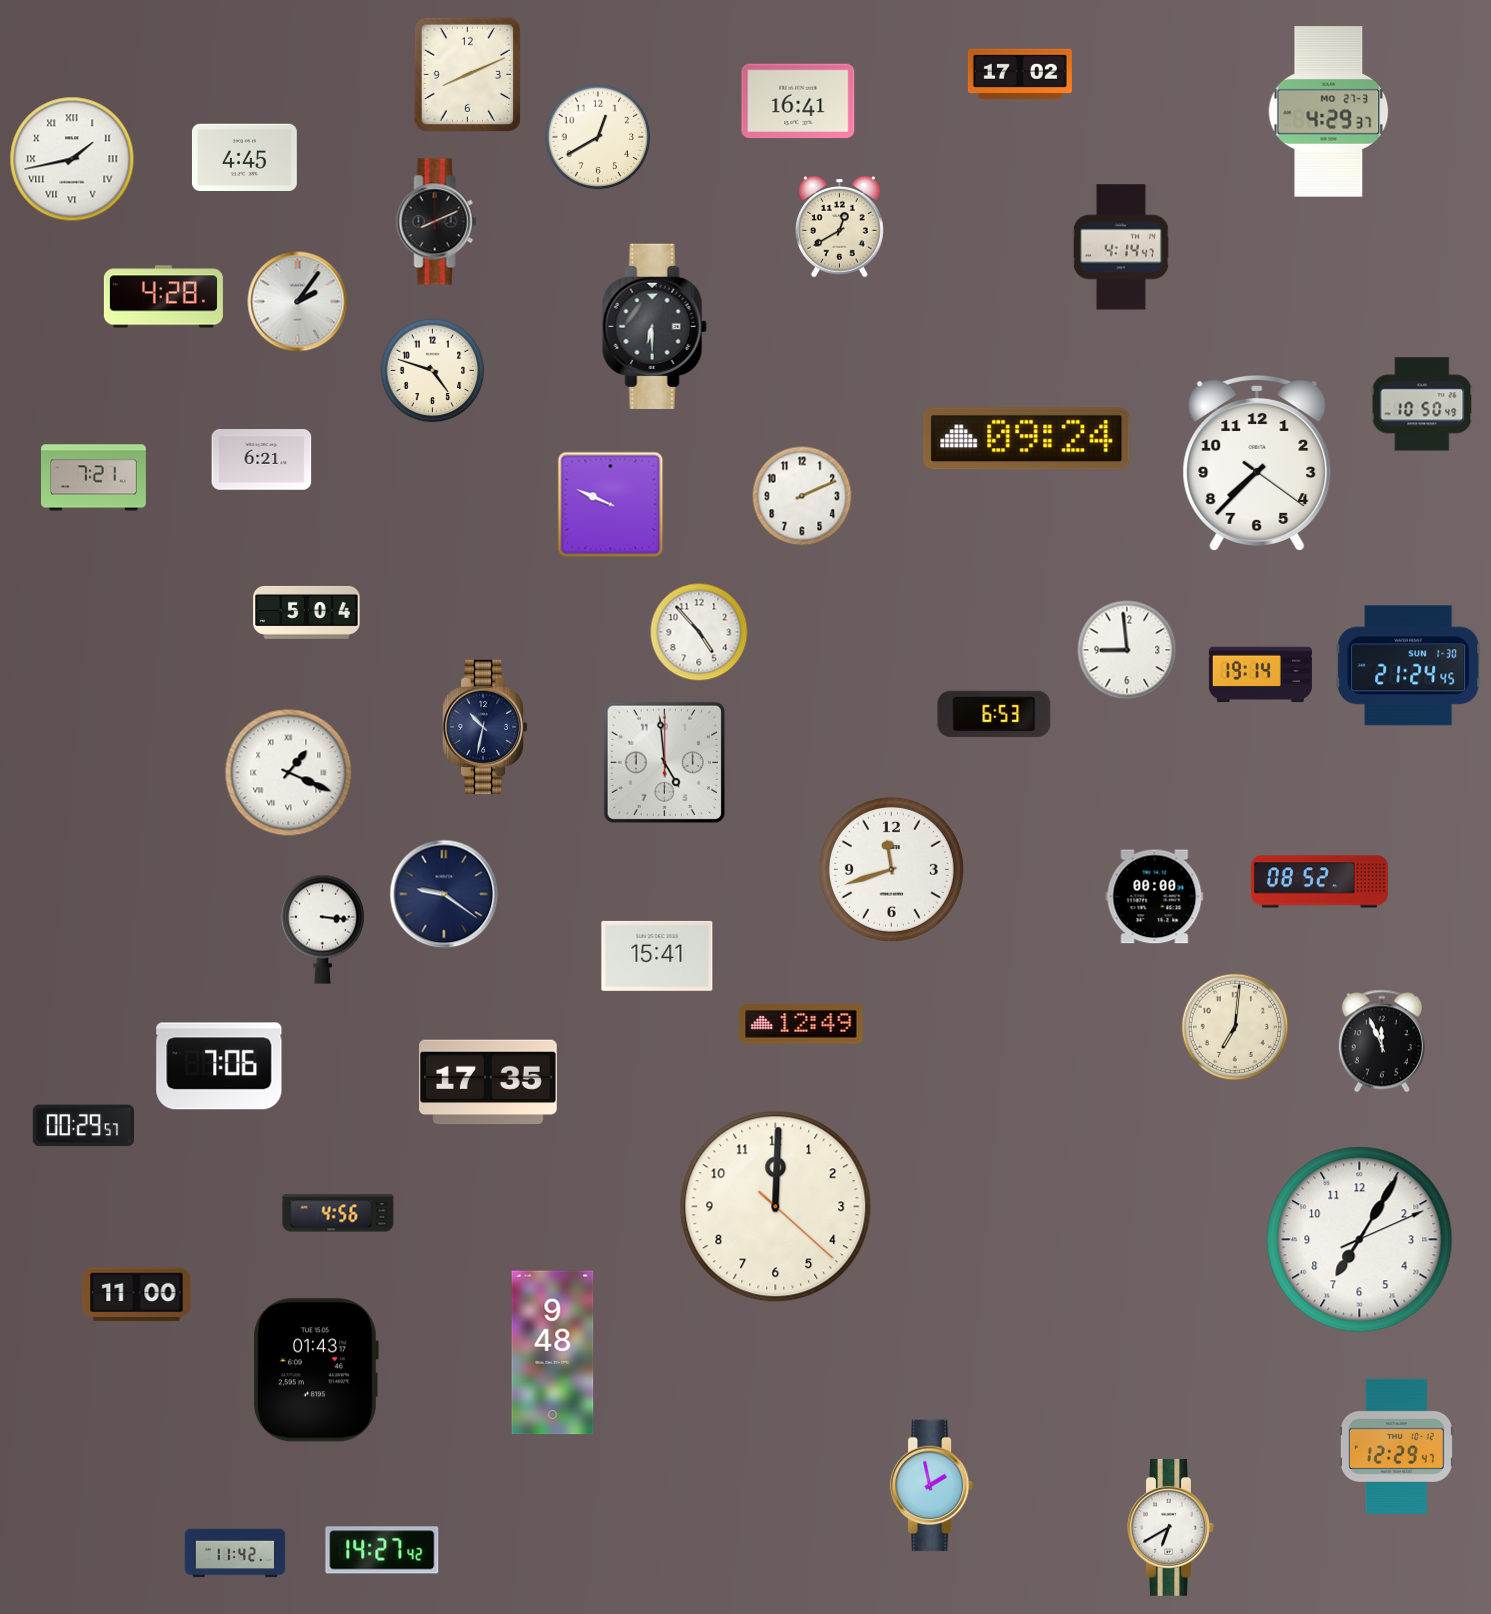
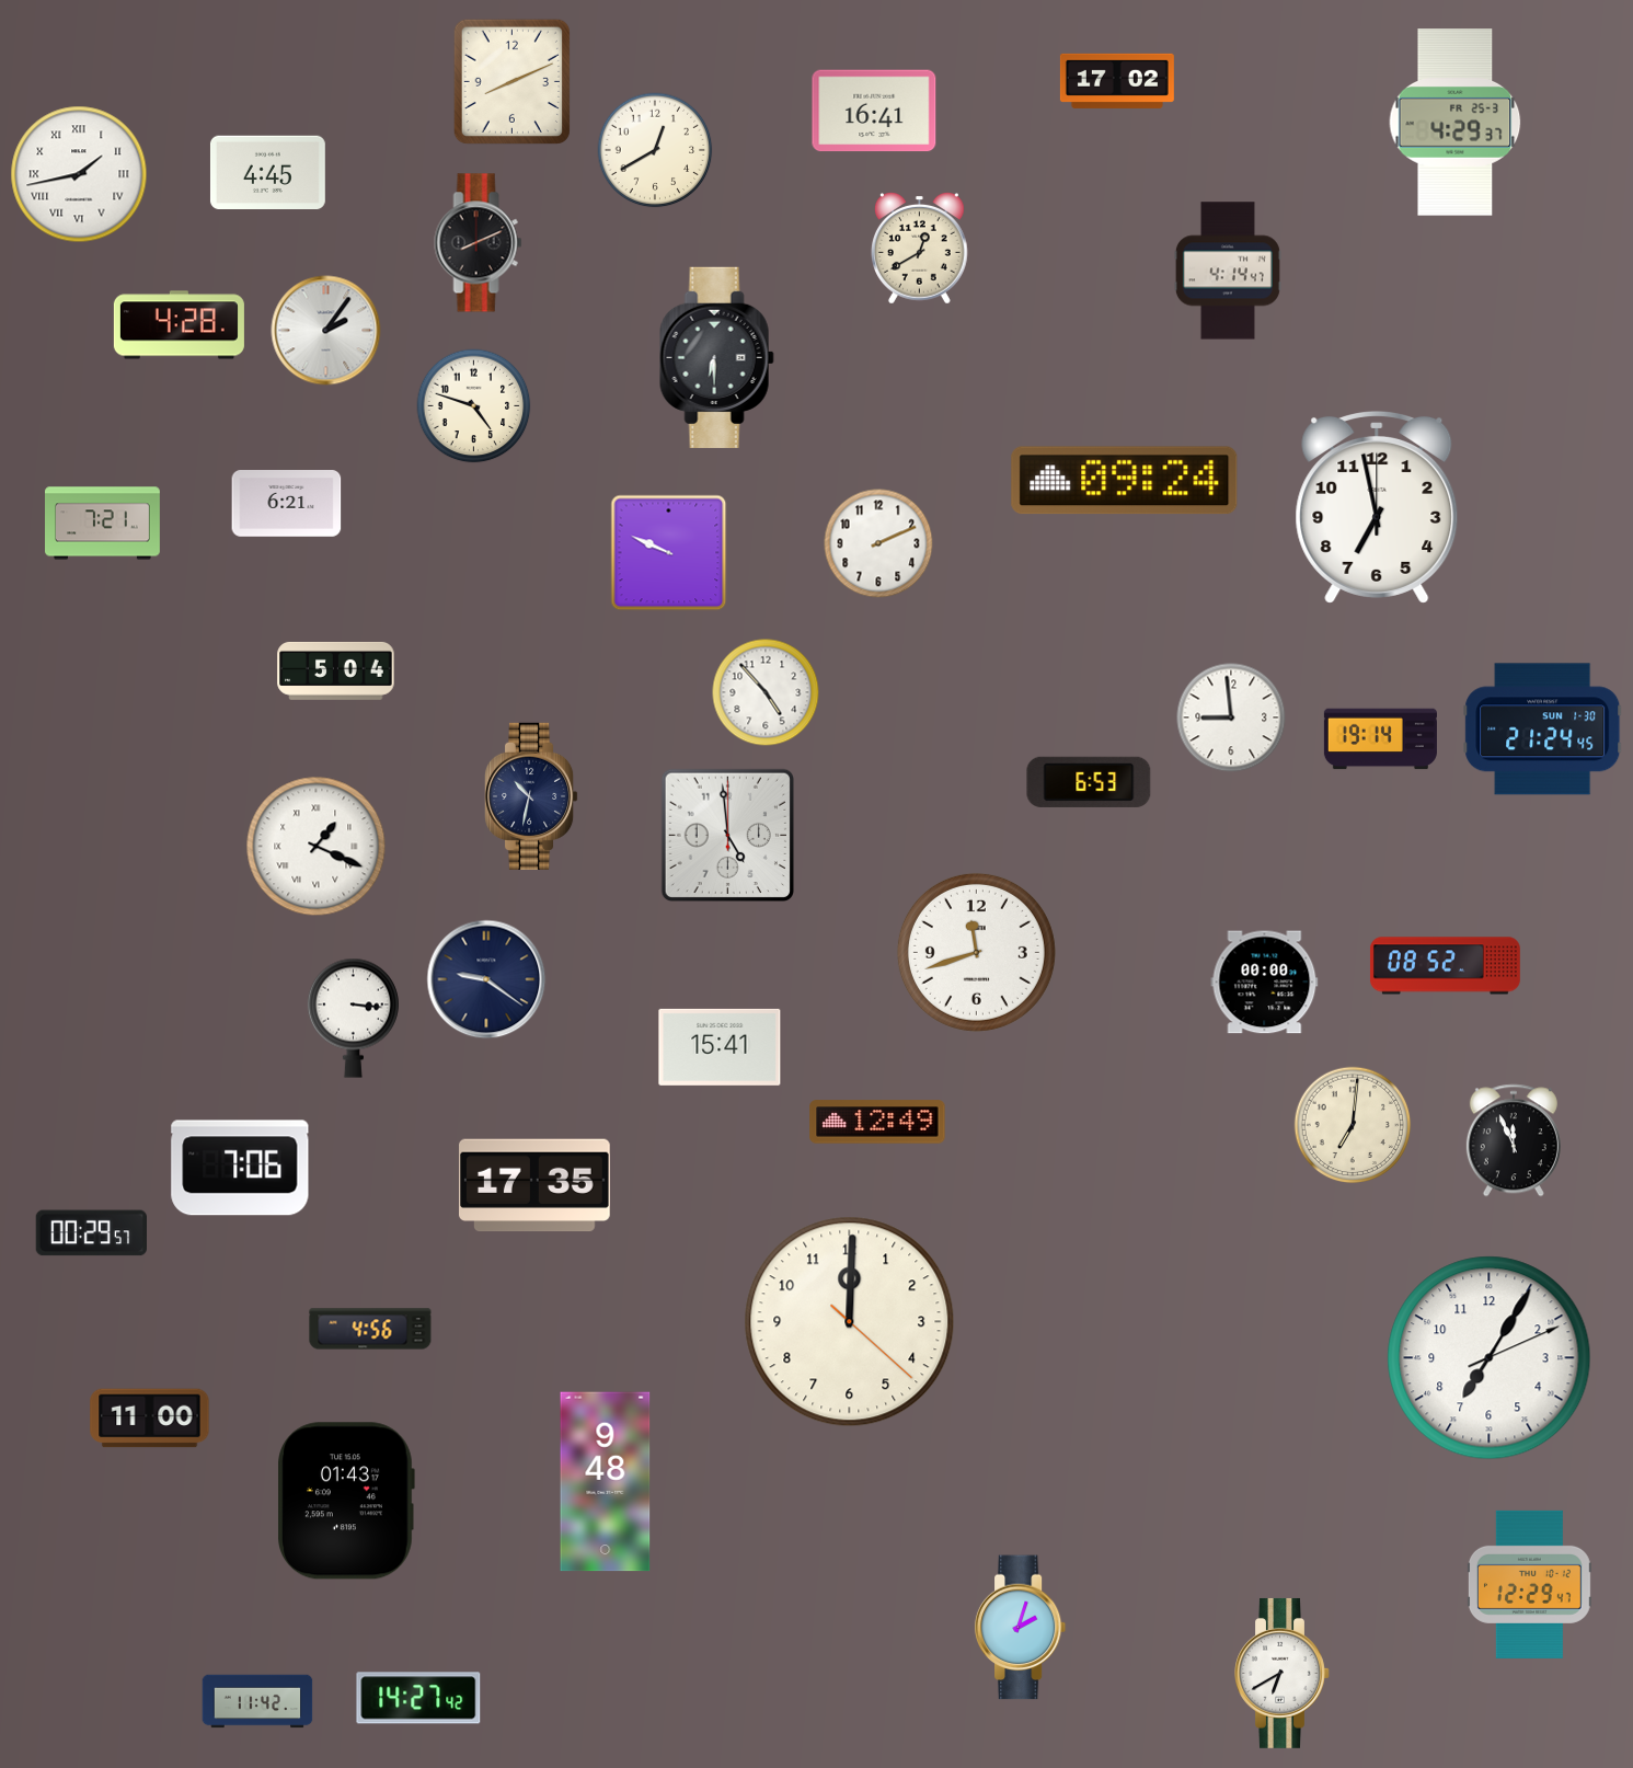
clock at (1329, 112) date: MO 27-3 -> FR 25-3
clock at (1422, 404): 10:50 -> none
clock at (1257, 463): 7:37 -> 6:58
clock at (1127, 650) position: (1127, 650) -> (1231, 717)
clock at (932, 1486): 1:58 -> 2:03
